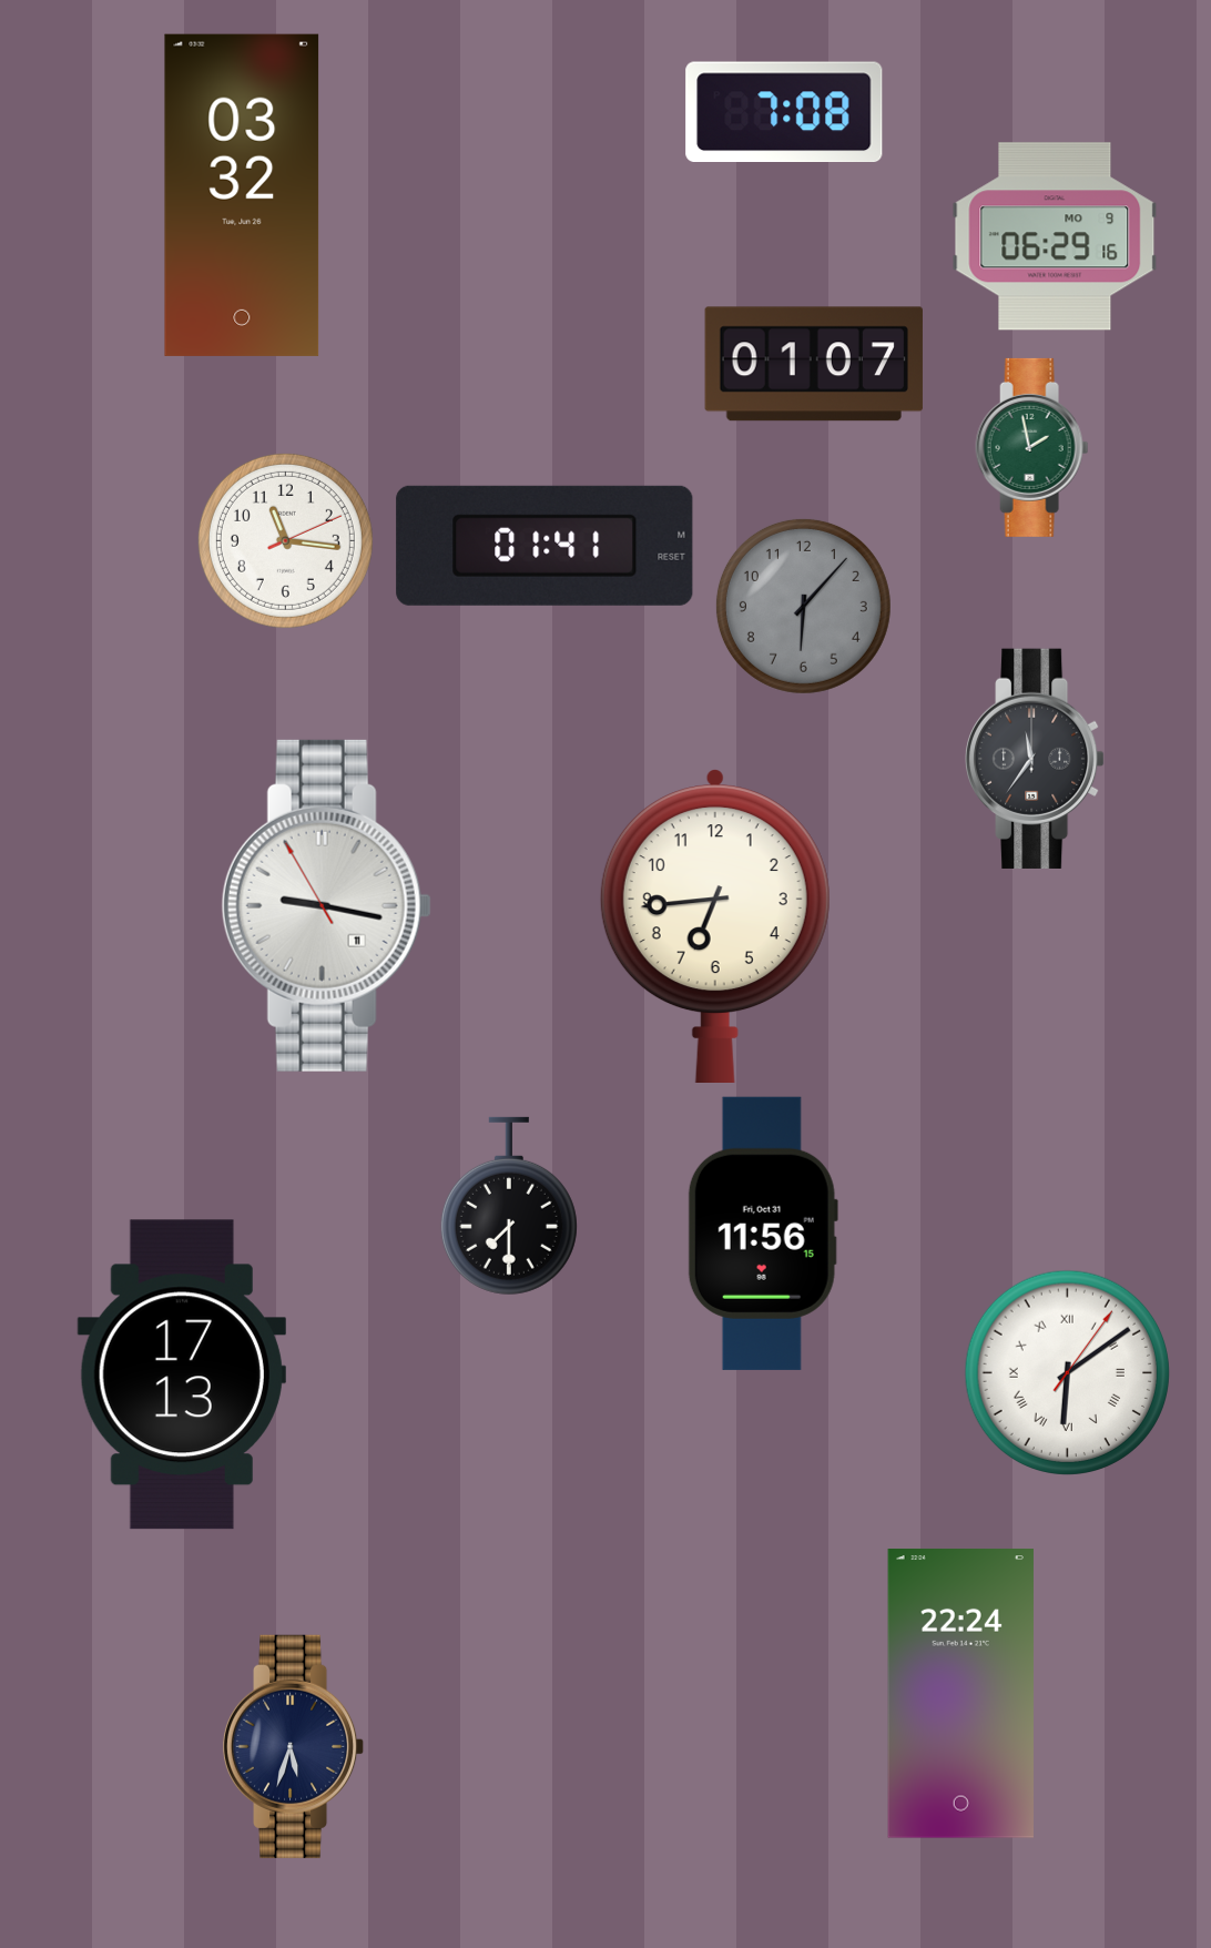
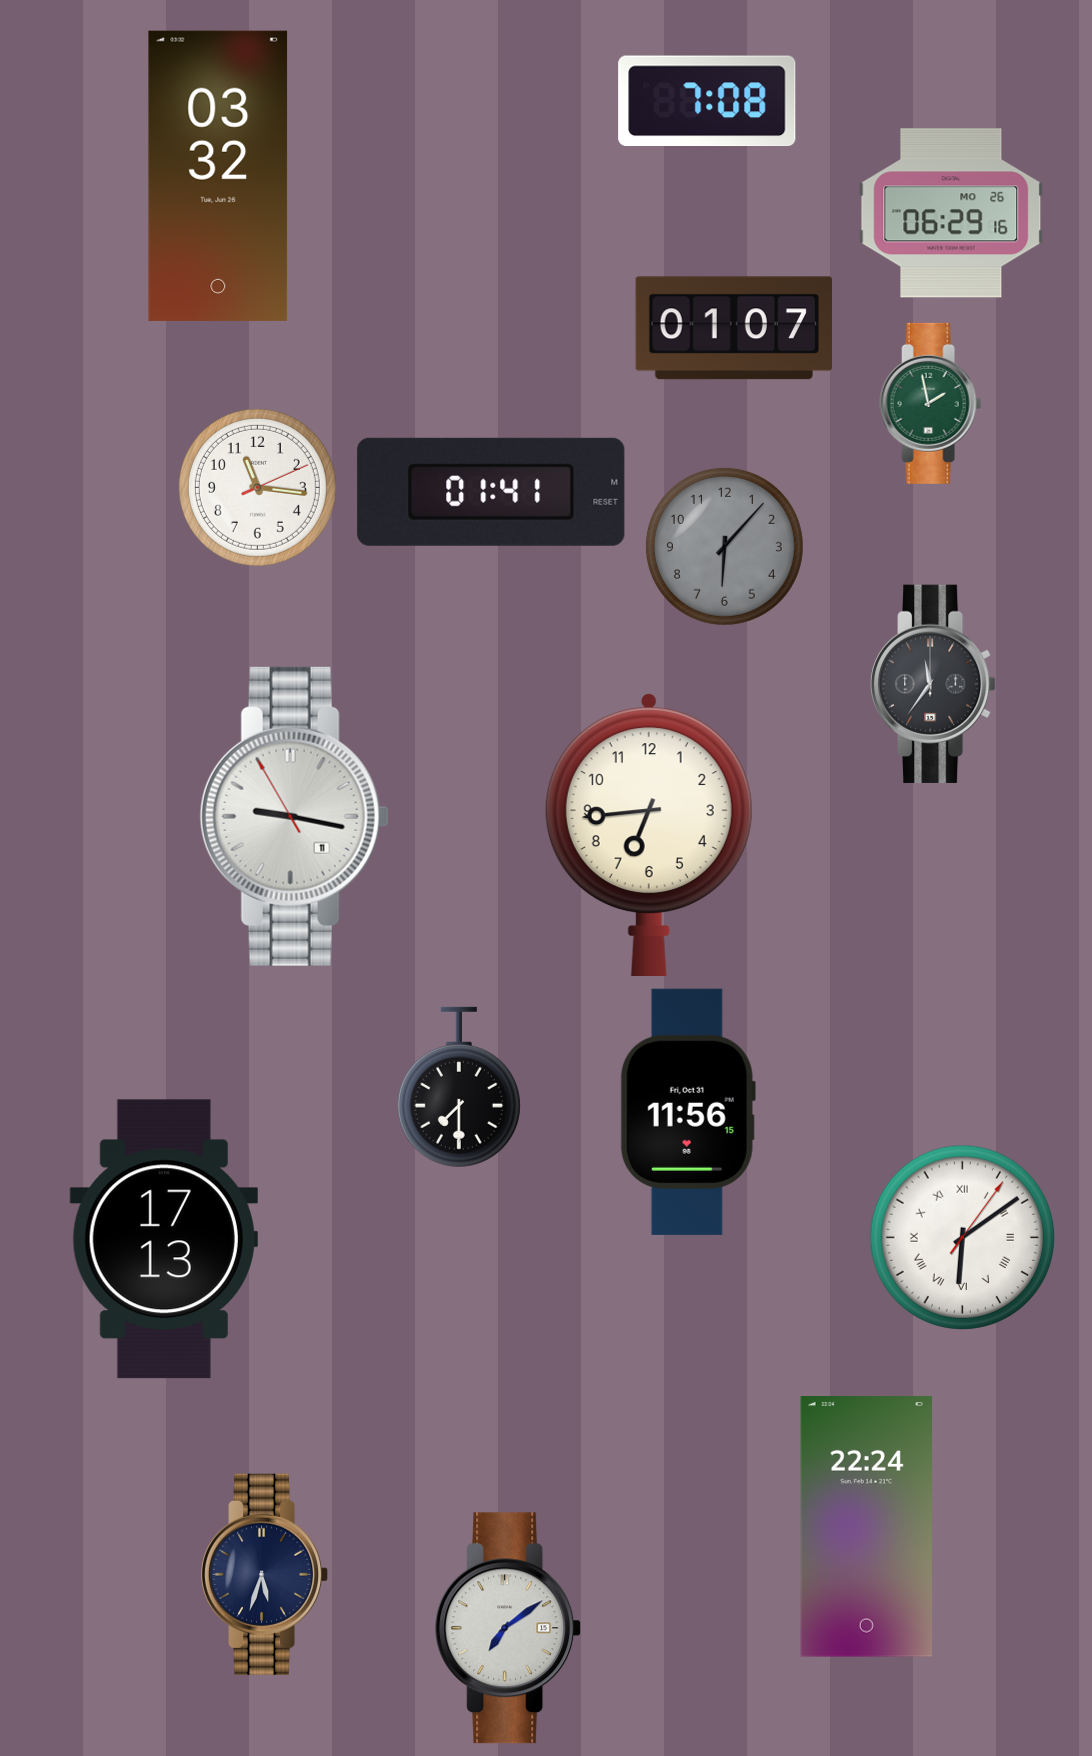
clock at (1055, 236) date: MO 9 -> MO 26
clock at (715, 925) position: (715, 925) -> (649, 834)
clock at (509, 1628): none -> 7:09
